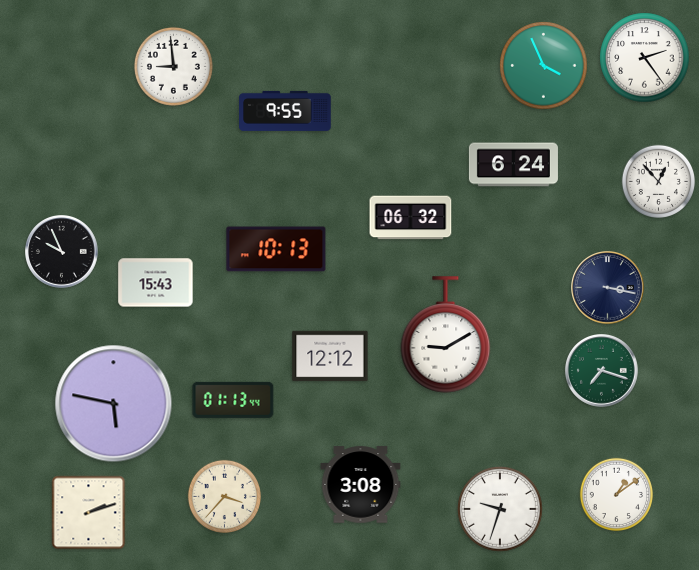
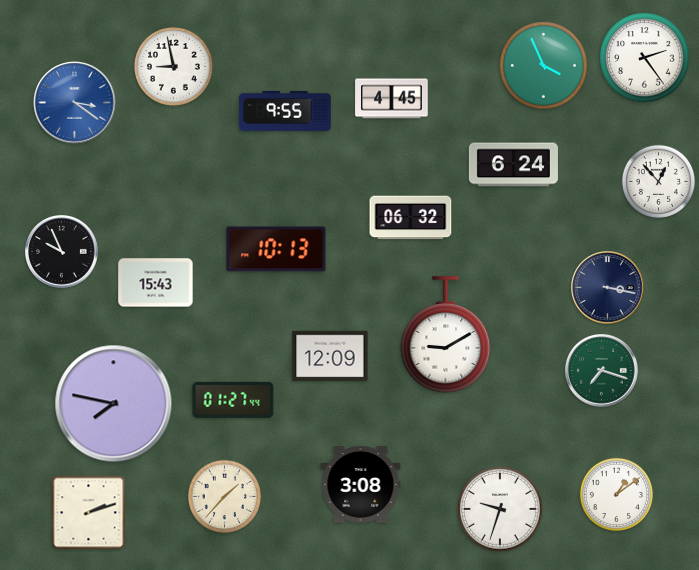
clock at (173, 66): 8:59 -> 8:58
clock at (392, 99): none -> 4:45
clock at (75, 103): none -> 3:21
clock at (330, 356): 12:12 -> 12:09
clock at (233, 400): 01:13 -> 01:27
clock at (114, 404): 5:47 -> 7:47
clock at (225, 497): 3:37 -> 1:37
